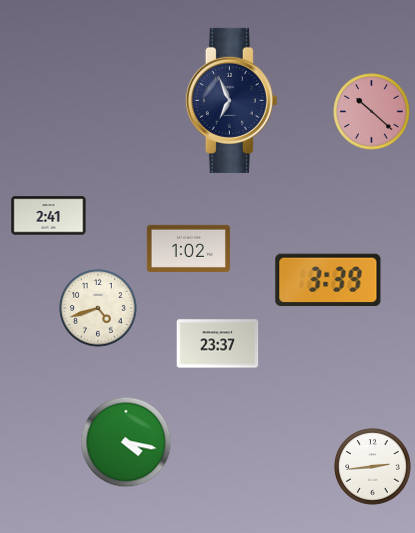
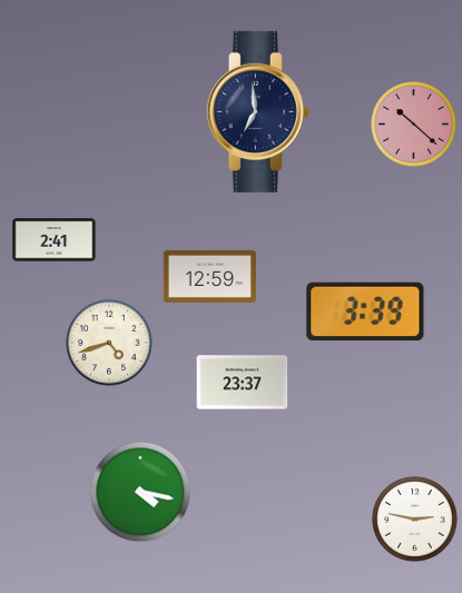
clock at (231, 100): 6:56 -> 6:59
clock at (188, 248): 1:02 -> 12:59
clock at (373, 467): 2:44 -> 2:47
